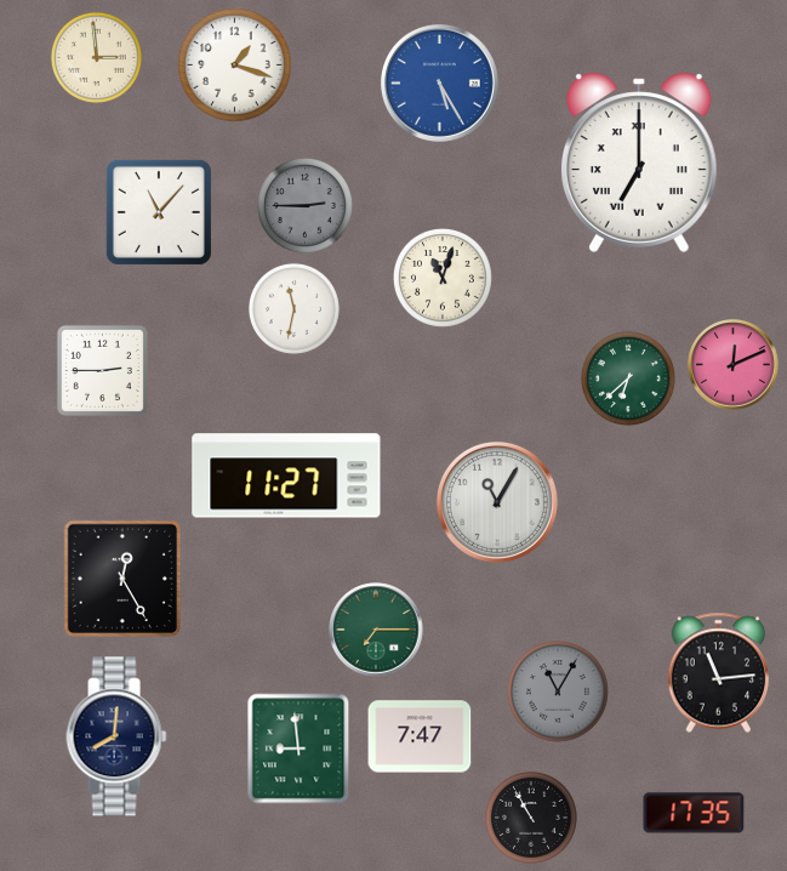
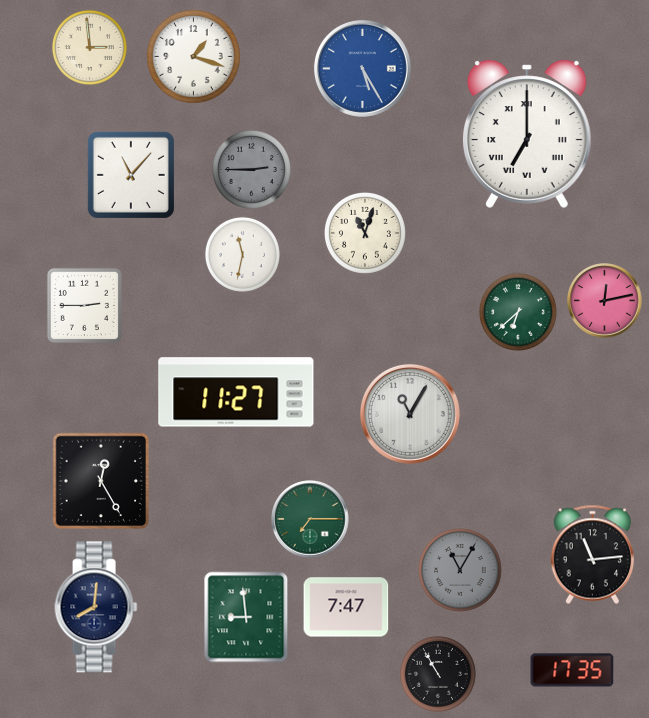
clock at (96, 57) position: (96, 57) -> (89, 47)
clock at (235, 66) position: (235, 66) -> (194, 57)
clock at (443, 278) position: (443, 278) -> (365, 233)
clock at (734, 365): 12:11 -> 12:13
clock at (121, 577) position: (121, 577) -> (100, 480)
